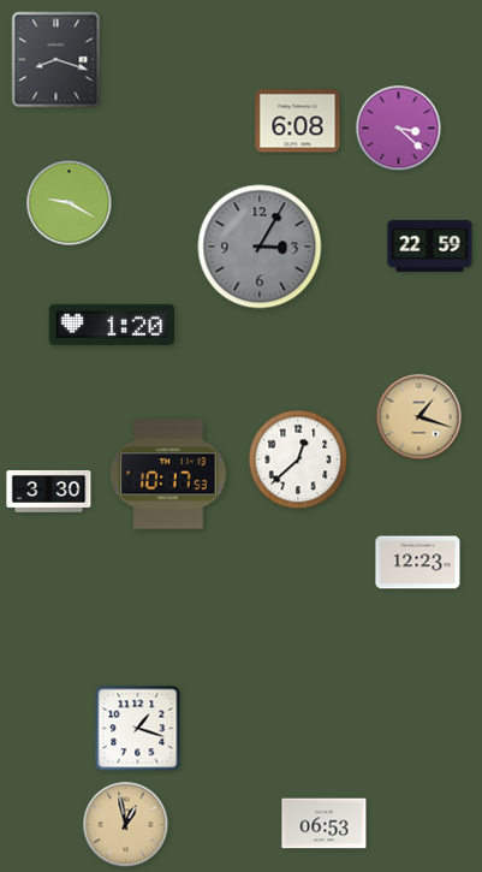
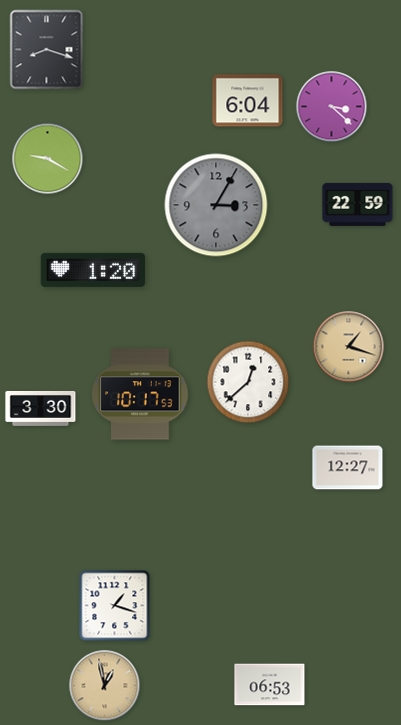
clock at (298, 121): 6:08 -> 6:04
clock at (70, 203) position: (70, 203) -> (48, 159)
clock at (418, 563): 12:23 -> 12:27
